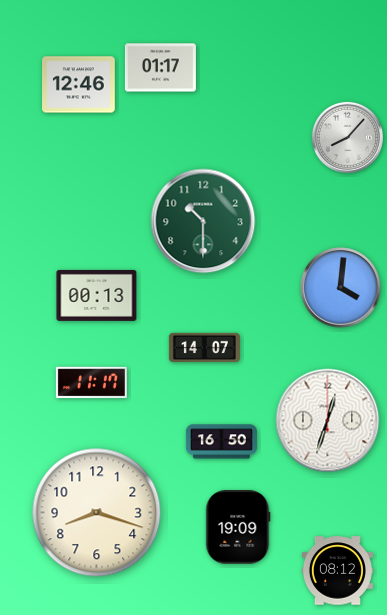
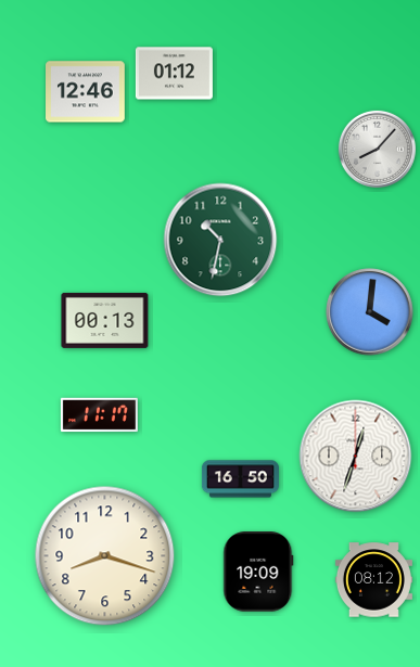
clock at (160, 68): 01:17 -> 01:12
clock at (203, 221): 10:30 -> 10:32
clock at (204, 347): 14:07 -> none
clock at (337, 571) position: (337, 571) -> (373, 580)
